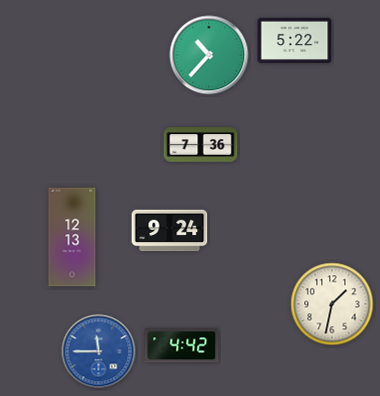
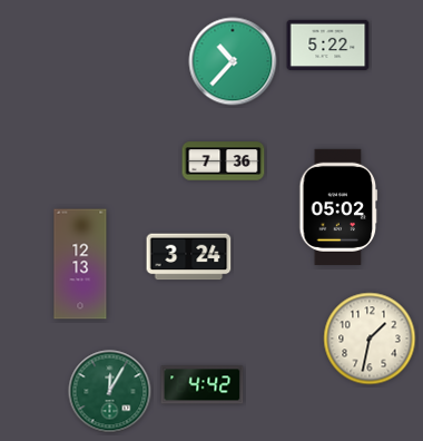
clock at (338, 207): none -> 05:02
clock at (170, 231): 9:24 -> 3:24
clock at (99, 352): 11:45 -> 12:05
clock at (99, 352) dial: blue -> green
